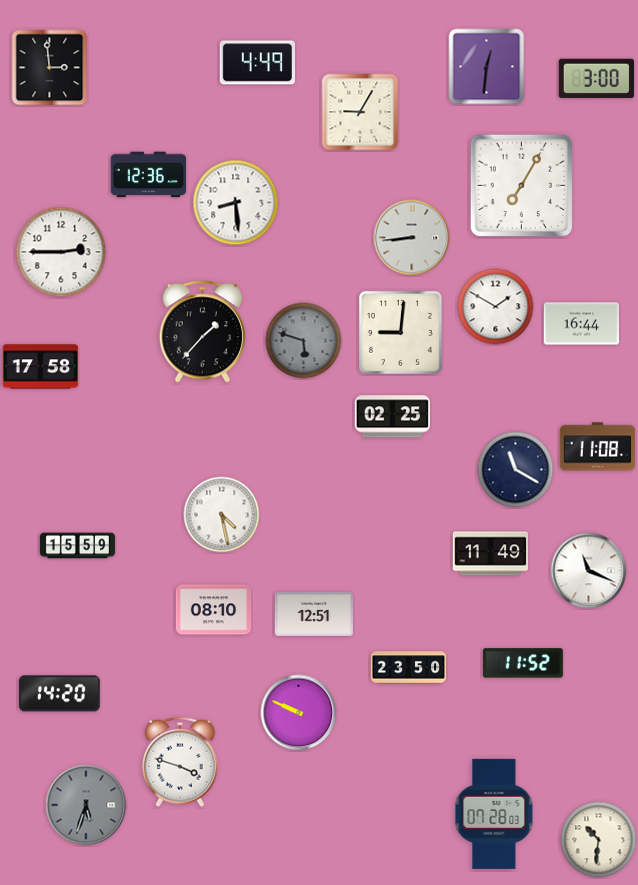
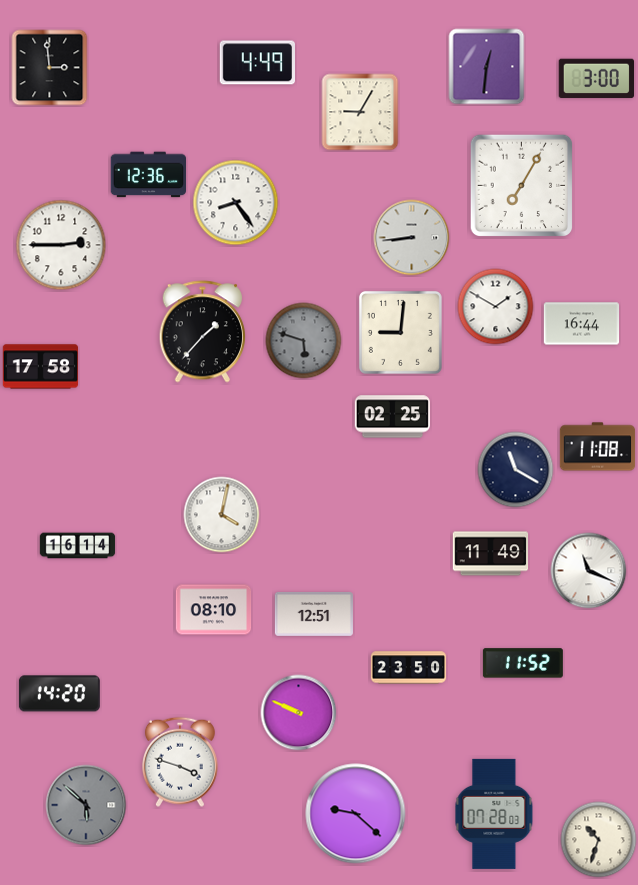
clock at (236, 203): 8:29 -> 8:24
clock at (61, 252) position: (61, 252) -> (61, 245)
clock at (222, 515): 4:28 -> 4:02
clock at (78, 546): 15:59 -> 16:14
clock at (86, 805): 5:33 -> 5:52
clock at (356, 814): none -> 9:22
clock at (599, 840): 10:31 -> 10:33
